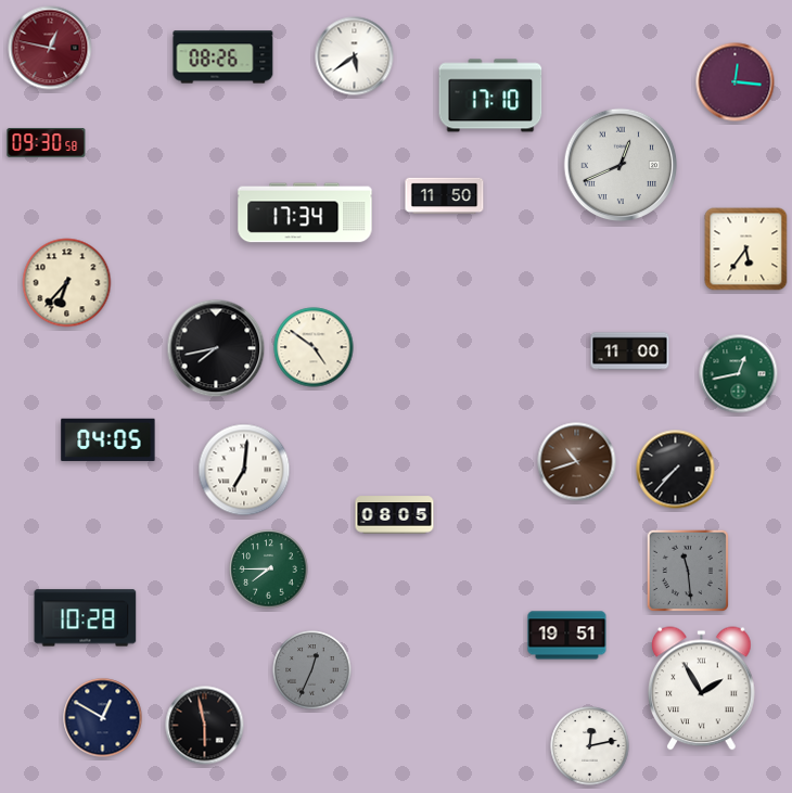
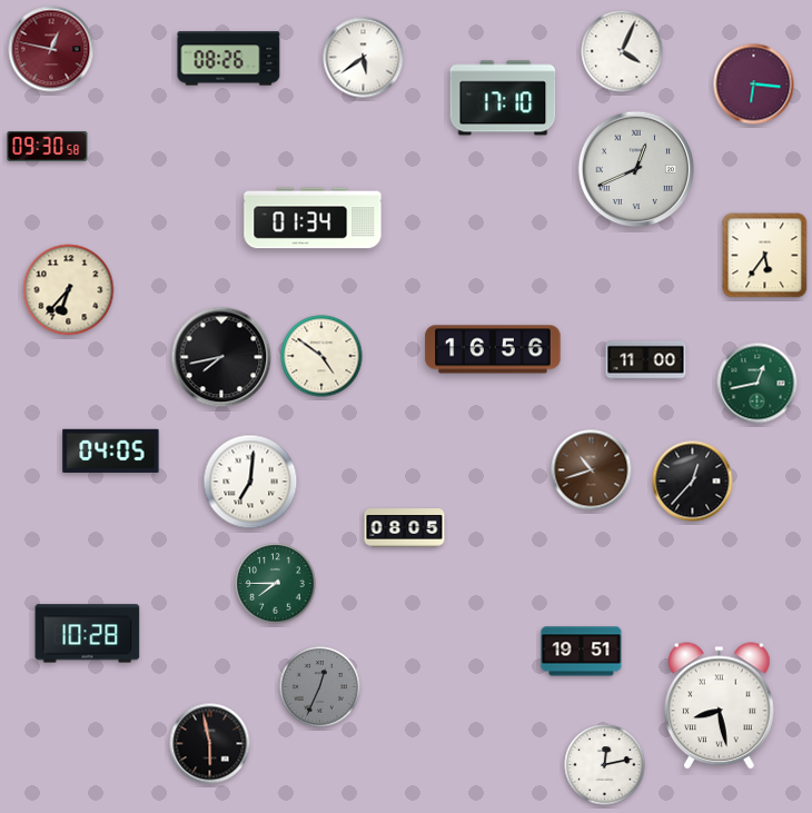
clock at (622, 51): none -> 4:04
clock at (736, 82): 12:16 -> 6:16
clock at (445, 196): 11:50 -> none
clock at (305, 213): 17:34 -> 01:34
clock at (493, 349): none -> 16:56
clock at (577, 462) position: (577, 462) -> (592, 470)
clock at (676, 470): 7:37 -> 12:37
clock at (688, 571): 11:29 -> none
clock at (702, 689): 1:55 -> 8:28
clock at (103, 718): 12:50 -> none
